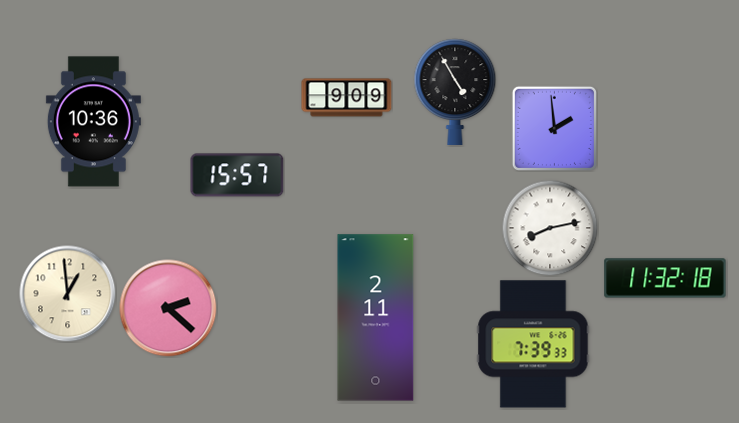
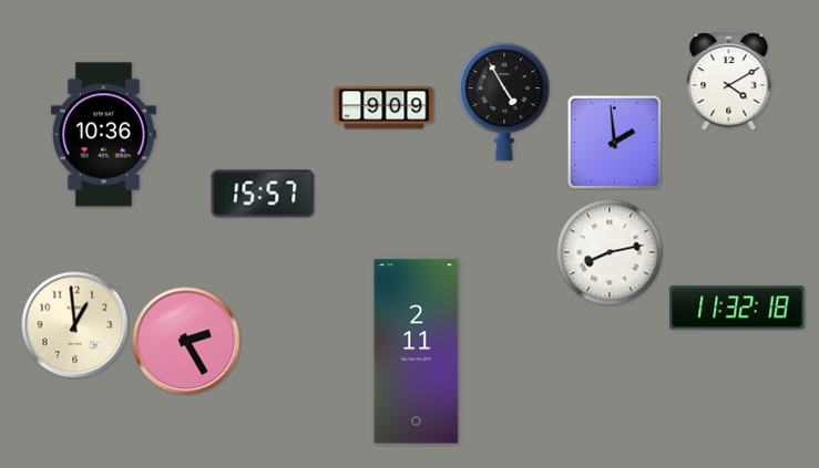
clock at (729, 80): none -> 4:10
clock at (168, 308): 2:22 -> 2:25
clock at (533, 344): 7:39 -> none
